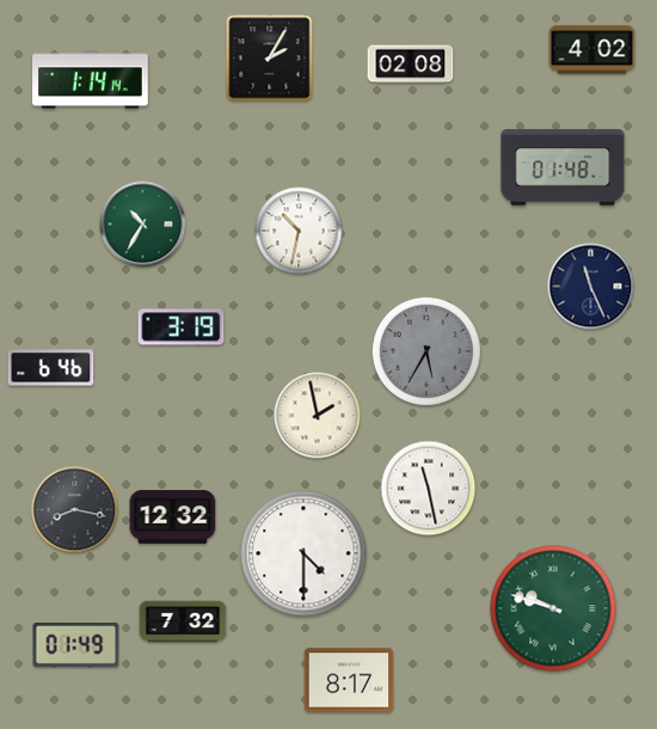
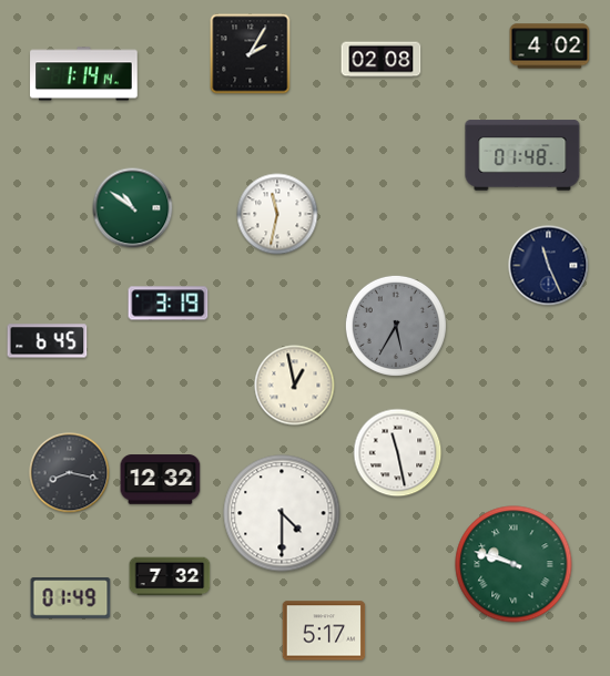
clock at (143, 225): 10:35 -> 10:51
clock at (299, 231): 10:32 -> 11:32
clock at (51, 368): 6:46 -> 6:45
clock at (318, 416): 1:58 -> 12:58
clock at (349, 680): 8:17 -> 5:17
